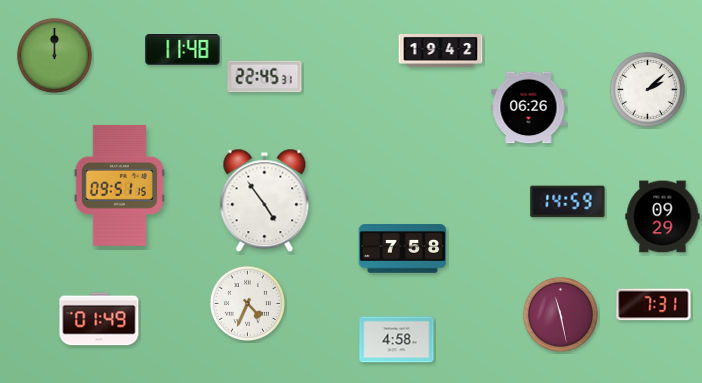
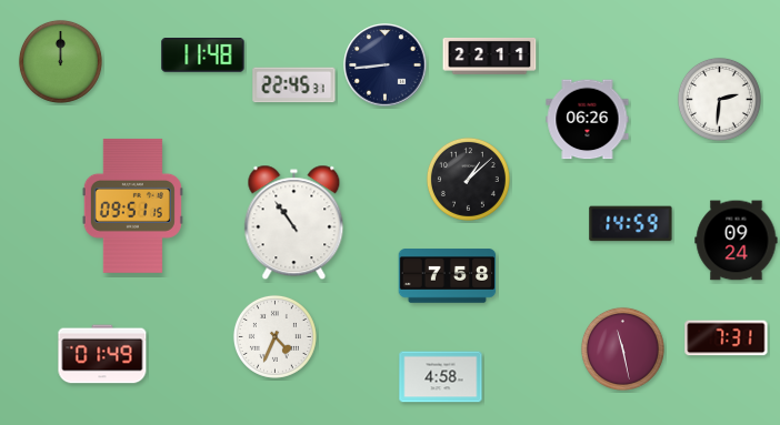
clock at (441, 50): 19:42 -> 22:11
clock at (386, 65): none -> 8:44
clock at (647, 89): 2:08 -> 2:31
clock at (468, 179): none -> 1:08
clock at (265, 201): 4:54 -> 10:54
clock at (663, 217): 09:29 -> 09:24
clock at (99, 319) position: (99, 319) -> (102, 354)
